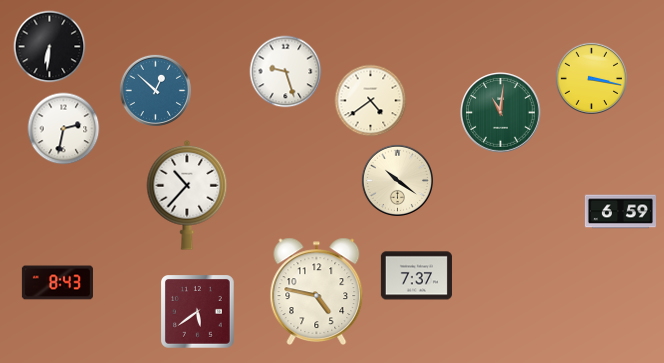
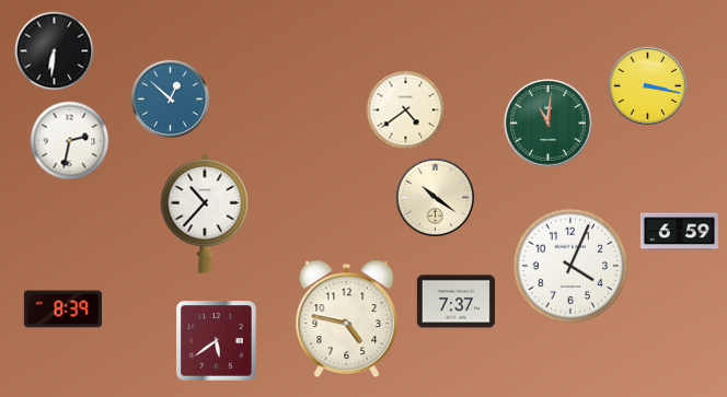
clock at (286, 72): 9:27 -> none
clock at (570, 266): none -> 4:04
clock at (57, 283): 8:43 -> 8:39
